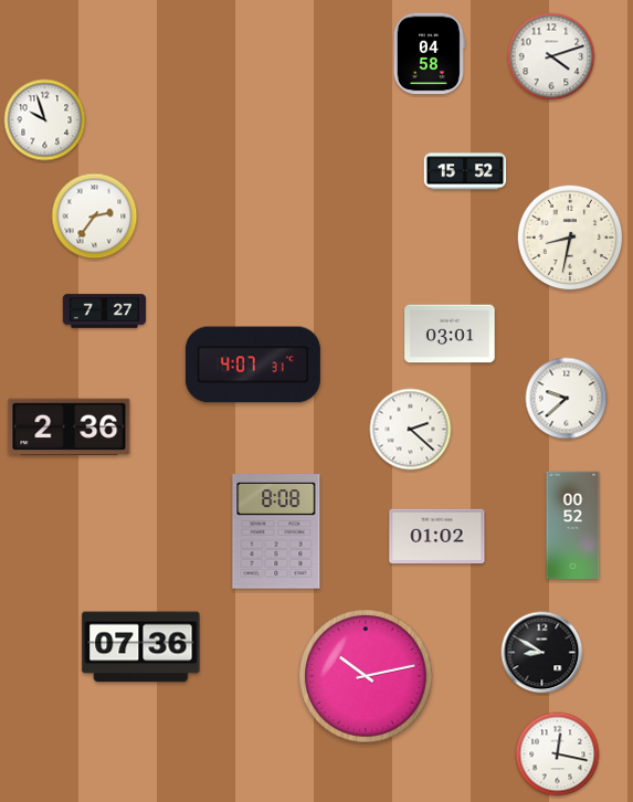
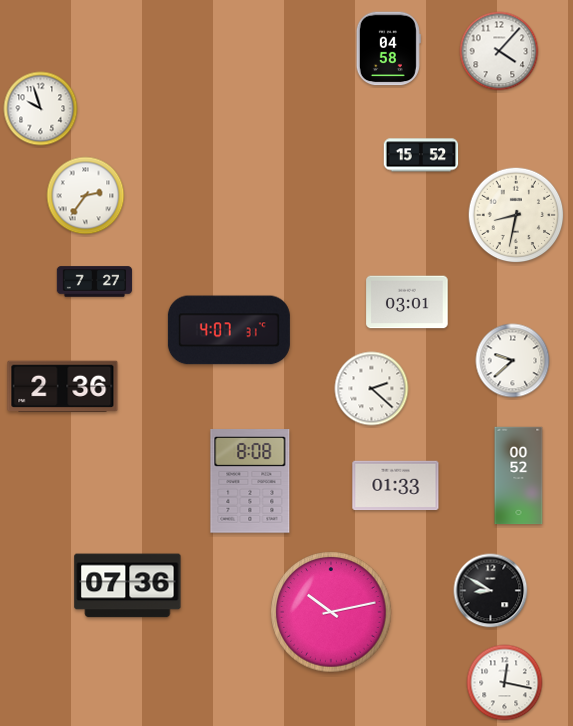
clock at (551, 56): 4:12 -> 4:07
clock at (437, 537): 01:02 -> 01:33
